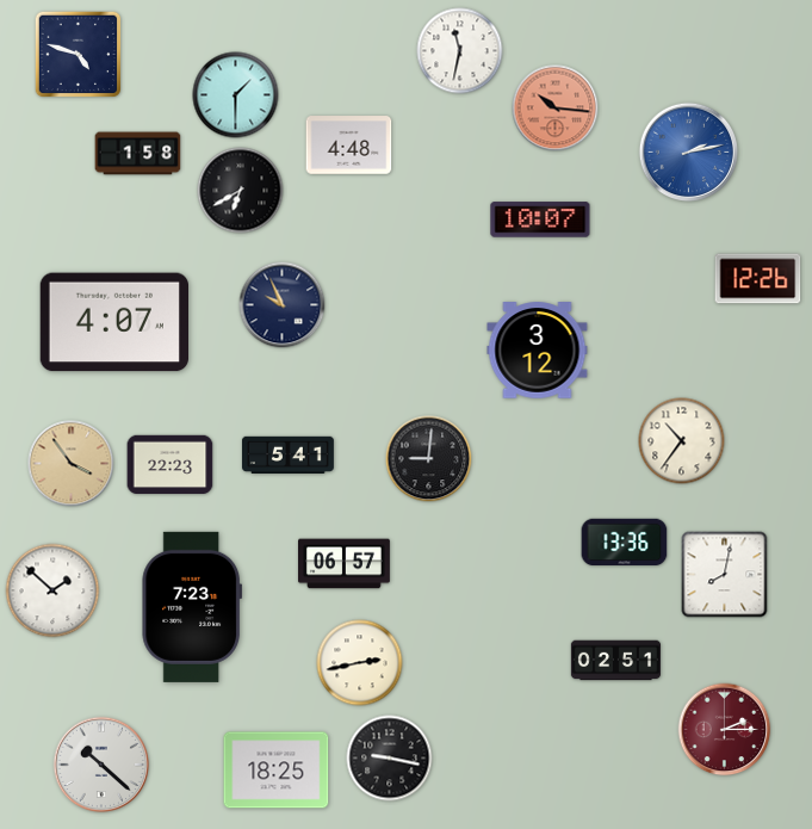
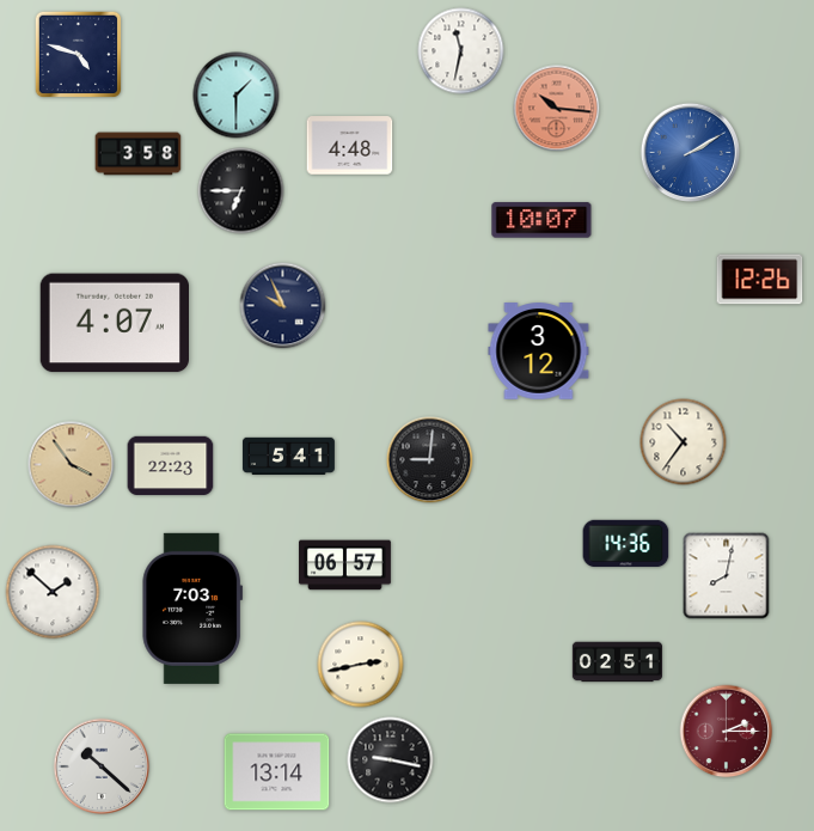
clock at (689, 153): 2:13 -> 2:10
clock at (138, 154): 1:58 -> 3:58
clock at (241, 191): 6:40 -> 6:45
clock at (625, 543): 13:36 -> 14:36
clock at (192, 607): 7:23 -> 7:03
clock at (277, 771): 18:25 -> 13:14
